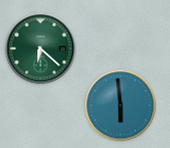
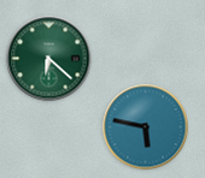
clock at (121, 106): 5:59 -> 5:47
